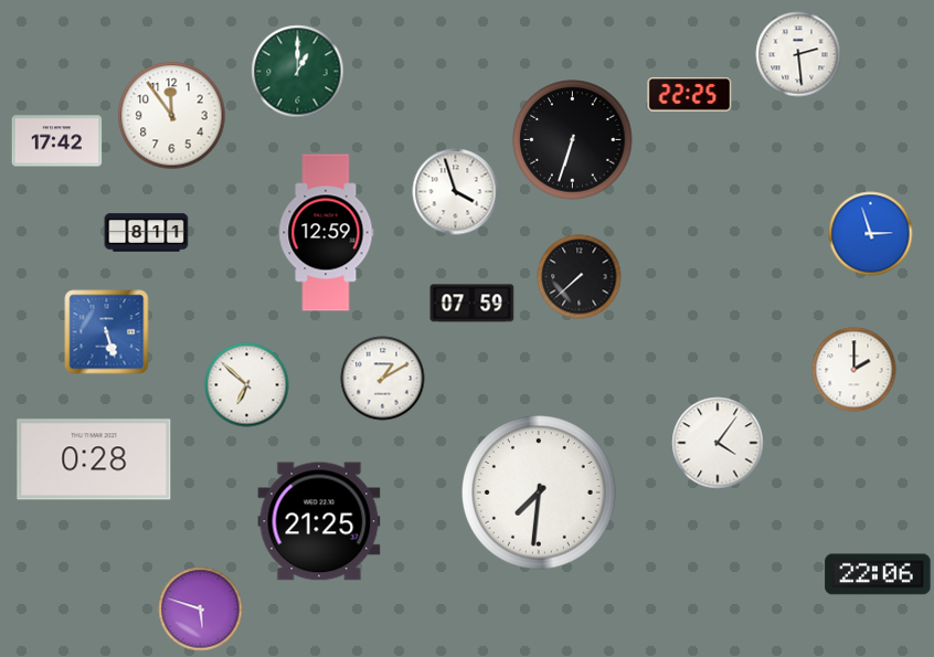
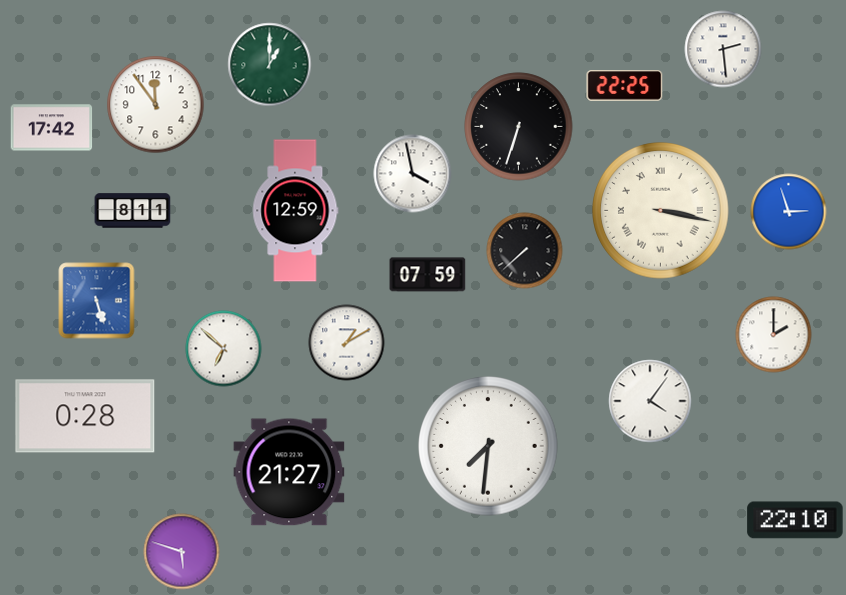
clock at (456, 192): 3:57 -> 3:58
clock at (661, 211): none -> 3:17
clock at (319, 521): 21:25 -> 21:27
clock at (878, 574): 22:06 -> 22:10
